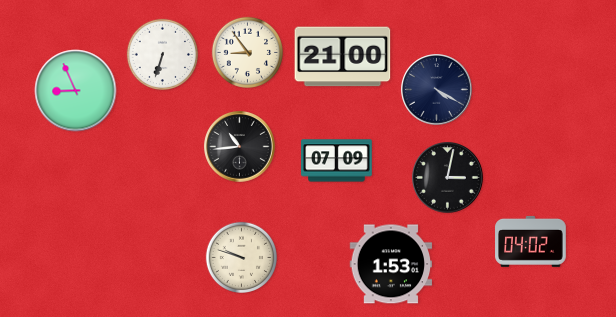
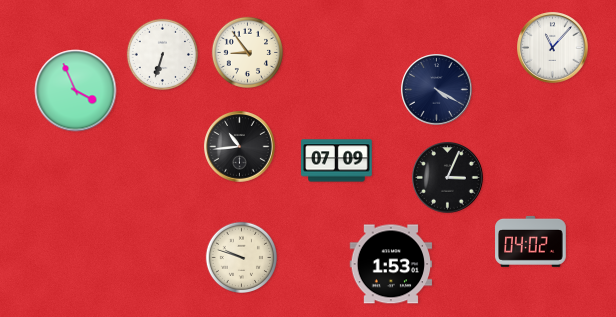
clock at (553, 48): none -> 11:07
clock at (343, 57): 21:00 -> none
clock at (76, 91): 8:56 -> 3:56
clock at (448, 178): 3:02 -> 3:04
